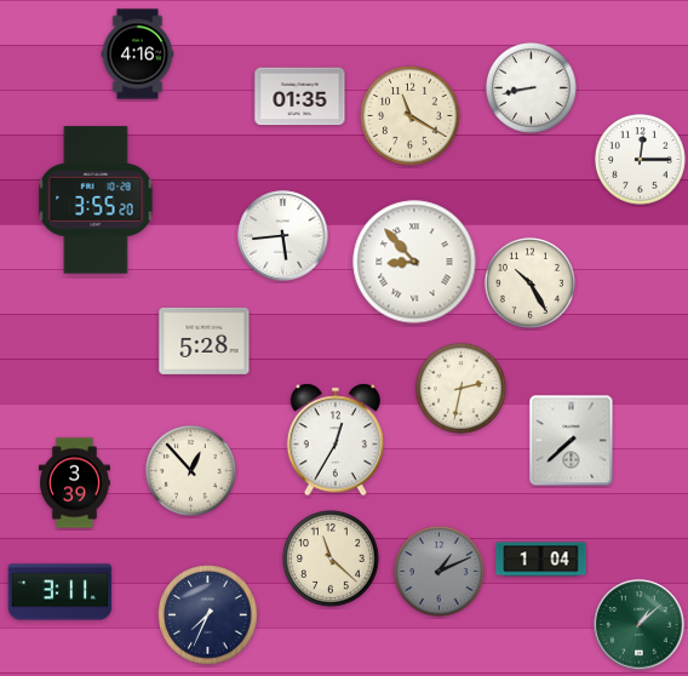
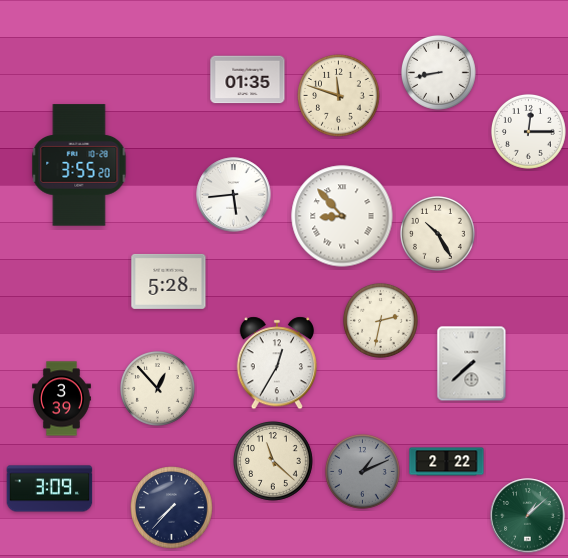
clock at (138, 55): 4:16 -> none
clock at (411, 116): 11:20 -> 11:48
clock at (541, 560): 1:04 -> 2:22
clock at (61, 592): 3:11 -> 3:09
clock at (208, 615): 7:34 -> 7:37
